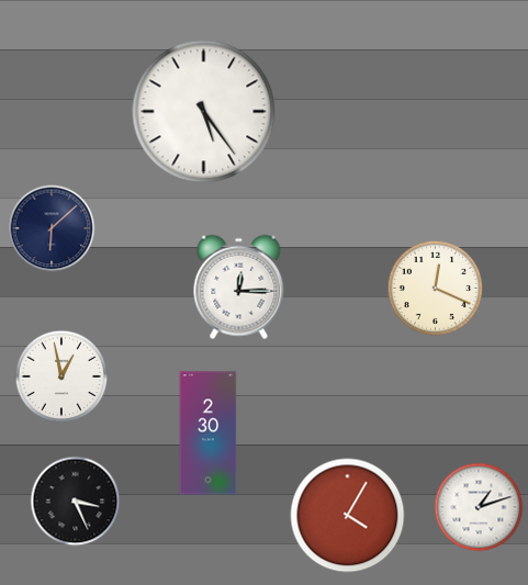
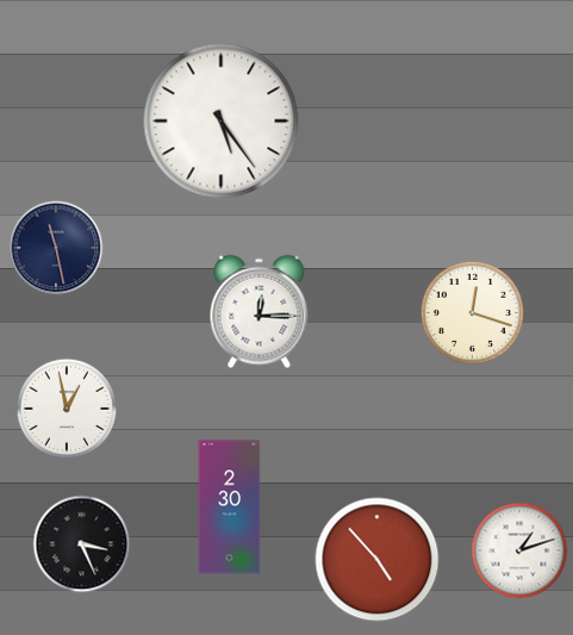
clock at (52, 228): 6:08 -> 11:28
clock at (435, 288): 12:19 -> 12:18
clock at (209, 434) position: (209, 434) -> (230, 508)
clock at (348, 516): 4:05 -> 4:53
